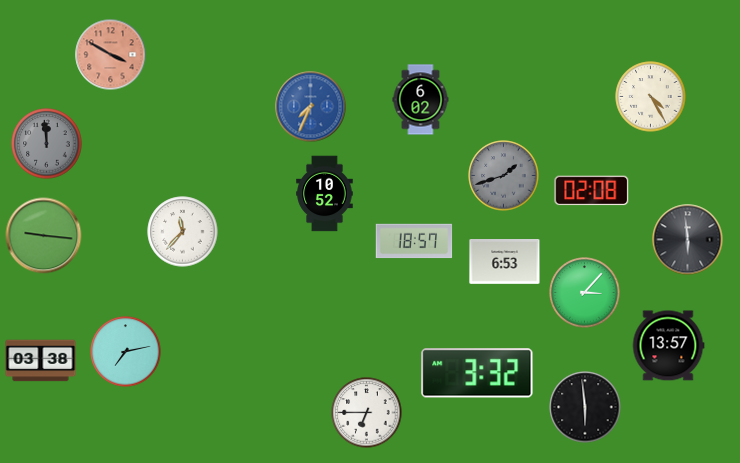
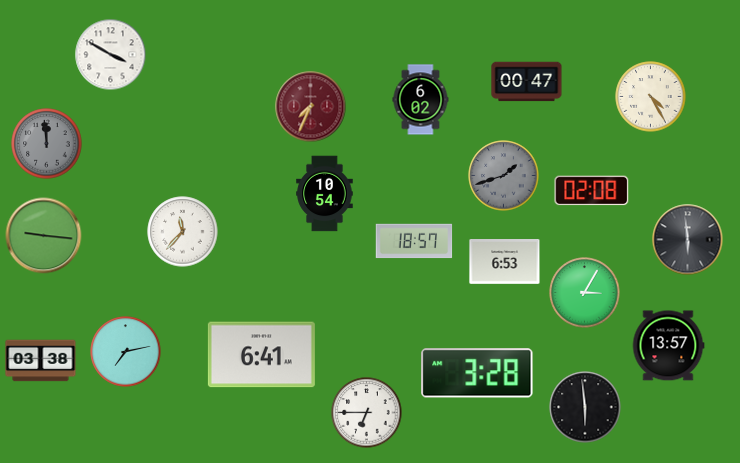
clock at (111, 55) dial: salmon -> white
clock at (527, 82): none -> 00:47
clock at (311, 107) dial: blue -> burgundy
clock at (325, 194): 10:52 -> 10:54
clock at (585, 293): 3:07 -> 3:05
clock at (261, 355): none -> 6:41
clock at (477, 373): 3:32 -> 3:28
